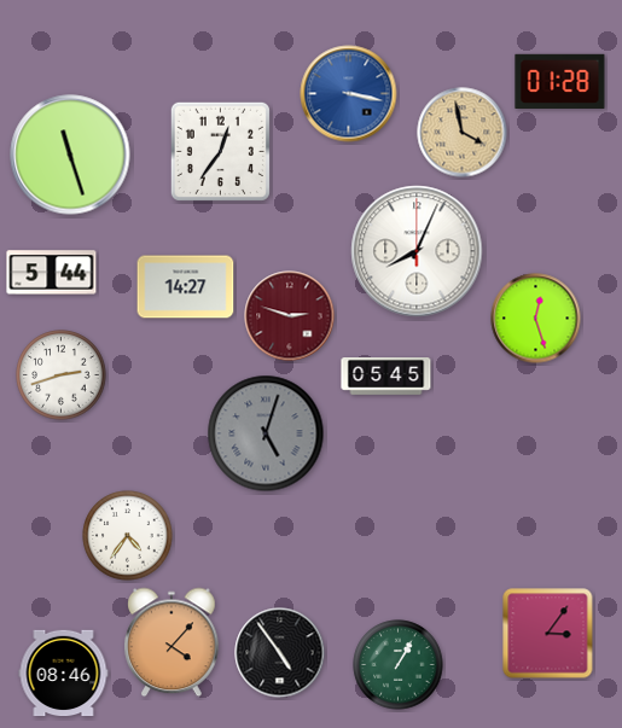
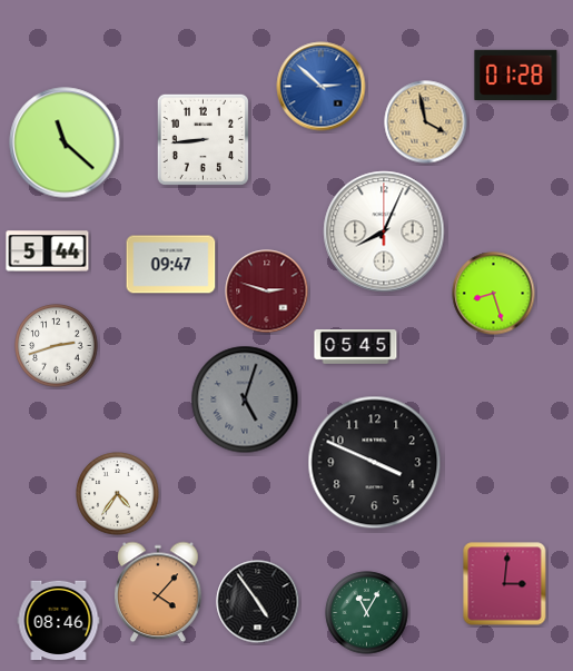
clock at (349, 94): 3:17 -> 2:52
clock at (220, 151): 12:36 -> 8:44
clock at (70, 155): 11:27 -> 11:22
clock at (186, 287): 14:27 -> 09:47
clock at (536, 319): 12:27 -> 8:27
clock at (375, 463): none -> 3:49
clock at (548, 634): 3:06 -> 3:01
clock at (399, 665): 1:05 -> 11:05
